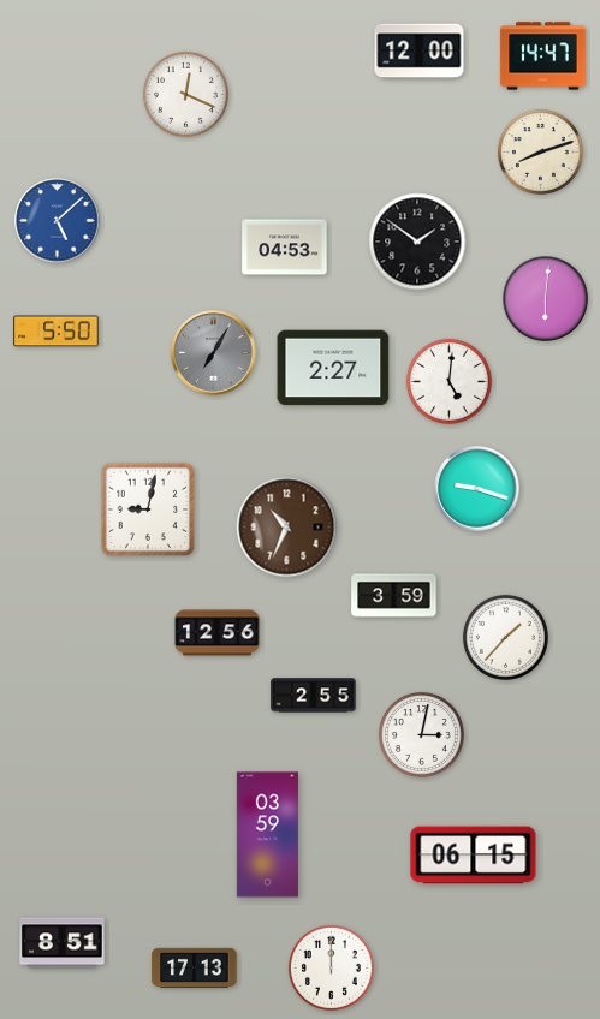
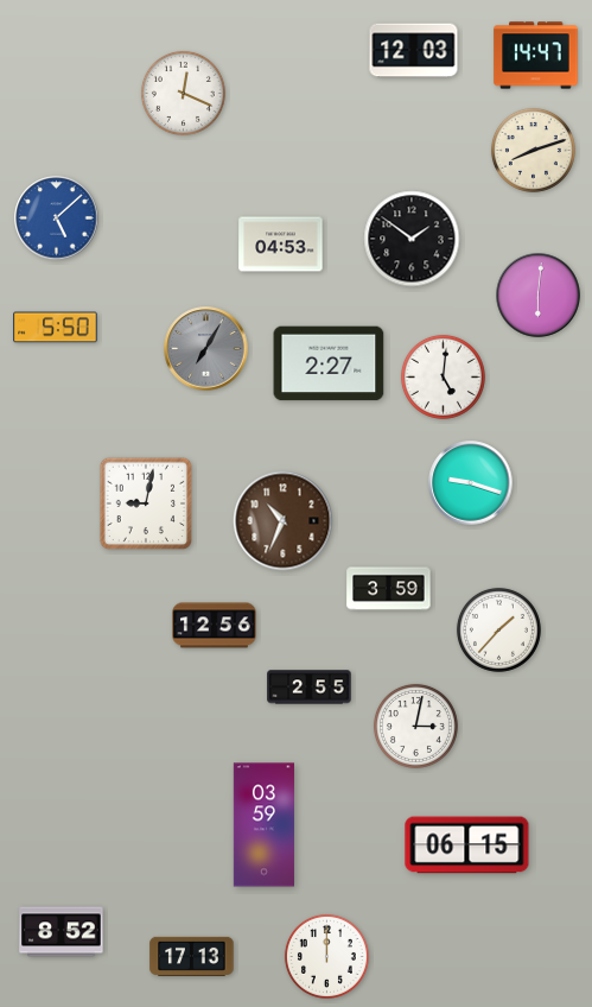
clock at (420, 52): 12:00 -> 12:03
clock at (214, 353) position: (214, 353) -> (206, 349)
clock at (63, 943): 8:51 -> 8:52
